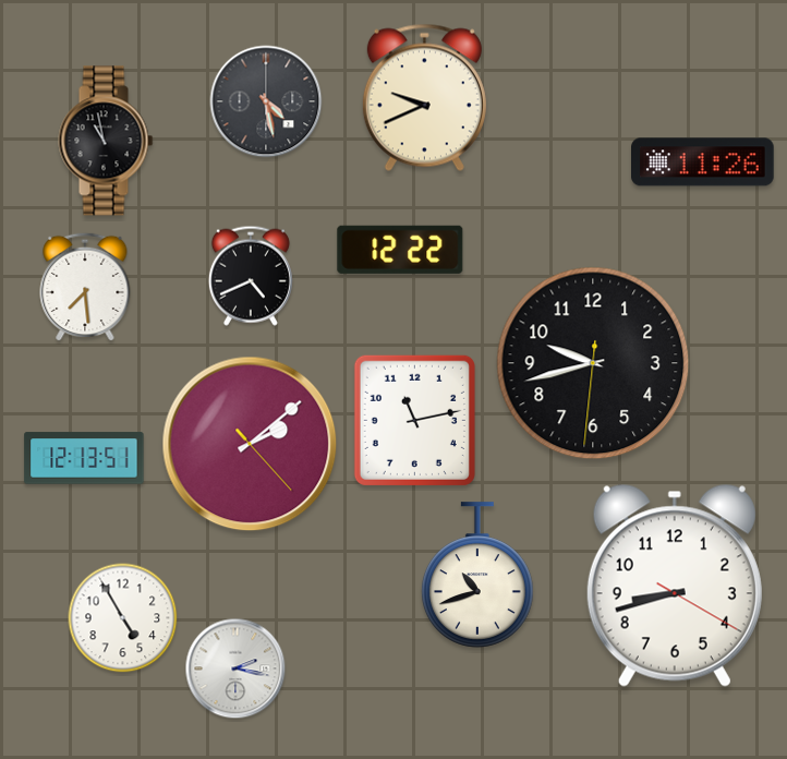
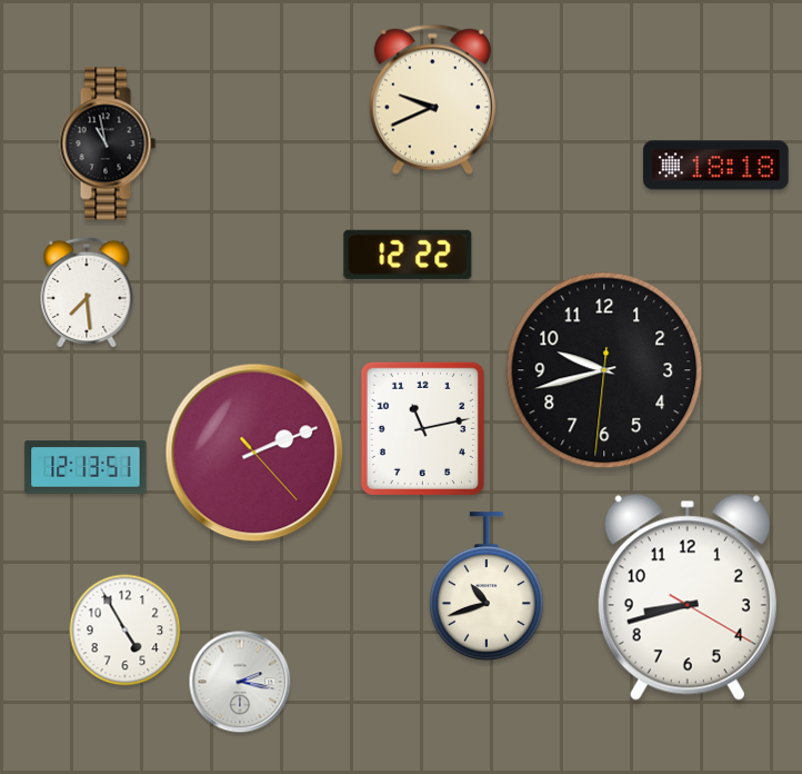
clock at (266, 101): 4:28 -> none
clock at (703, 162): 11:26 -> 18:18
clock at (251, 276): 4:41 -> none
clock at (250, 444): 2:08 -> 2:11
